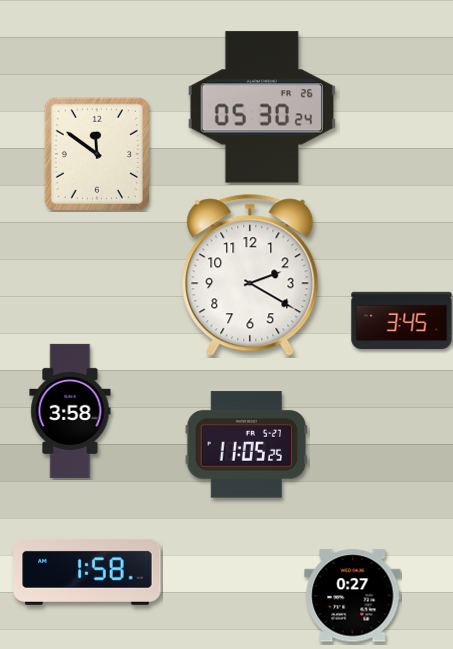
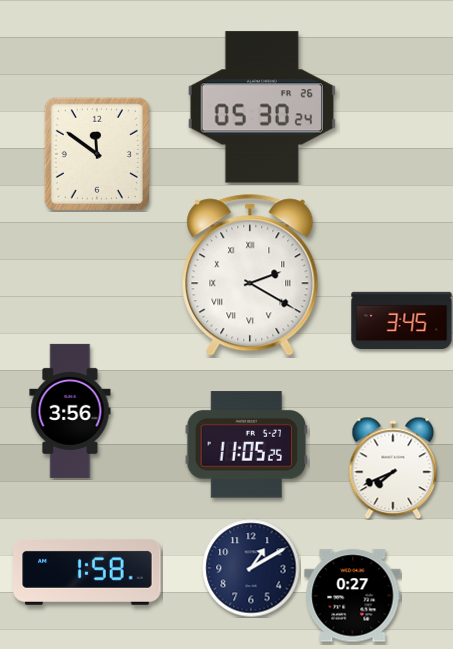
clock at (250, 275) numerals: Arabic -> Roman
clock at (70, 411): 3:58 -> 3:56
clock at (393, 468): none -> 7:41
clock at (251, 568): none -> 1:10
